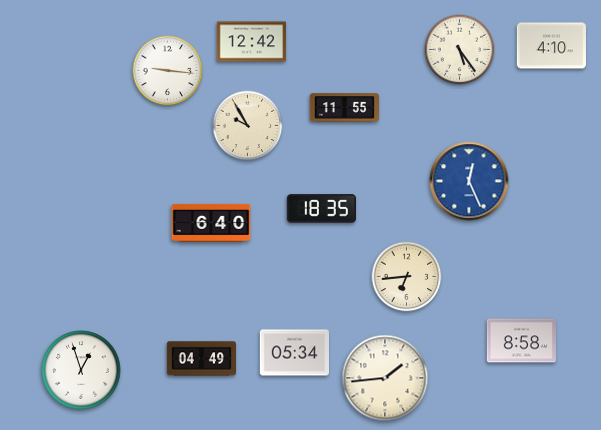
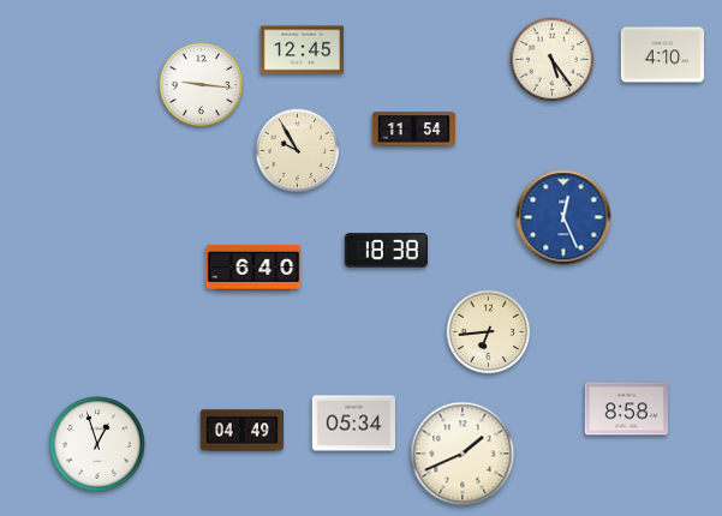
clock at (251, 42): 12:42 -> 12:45
clock at (345, 108): 11:55 -> 11:54
clock at (321, 209): 18:35 -> 18:38
clock at (385, 378): 1:44 -> 1:41
